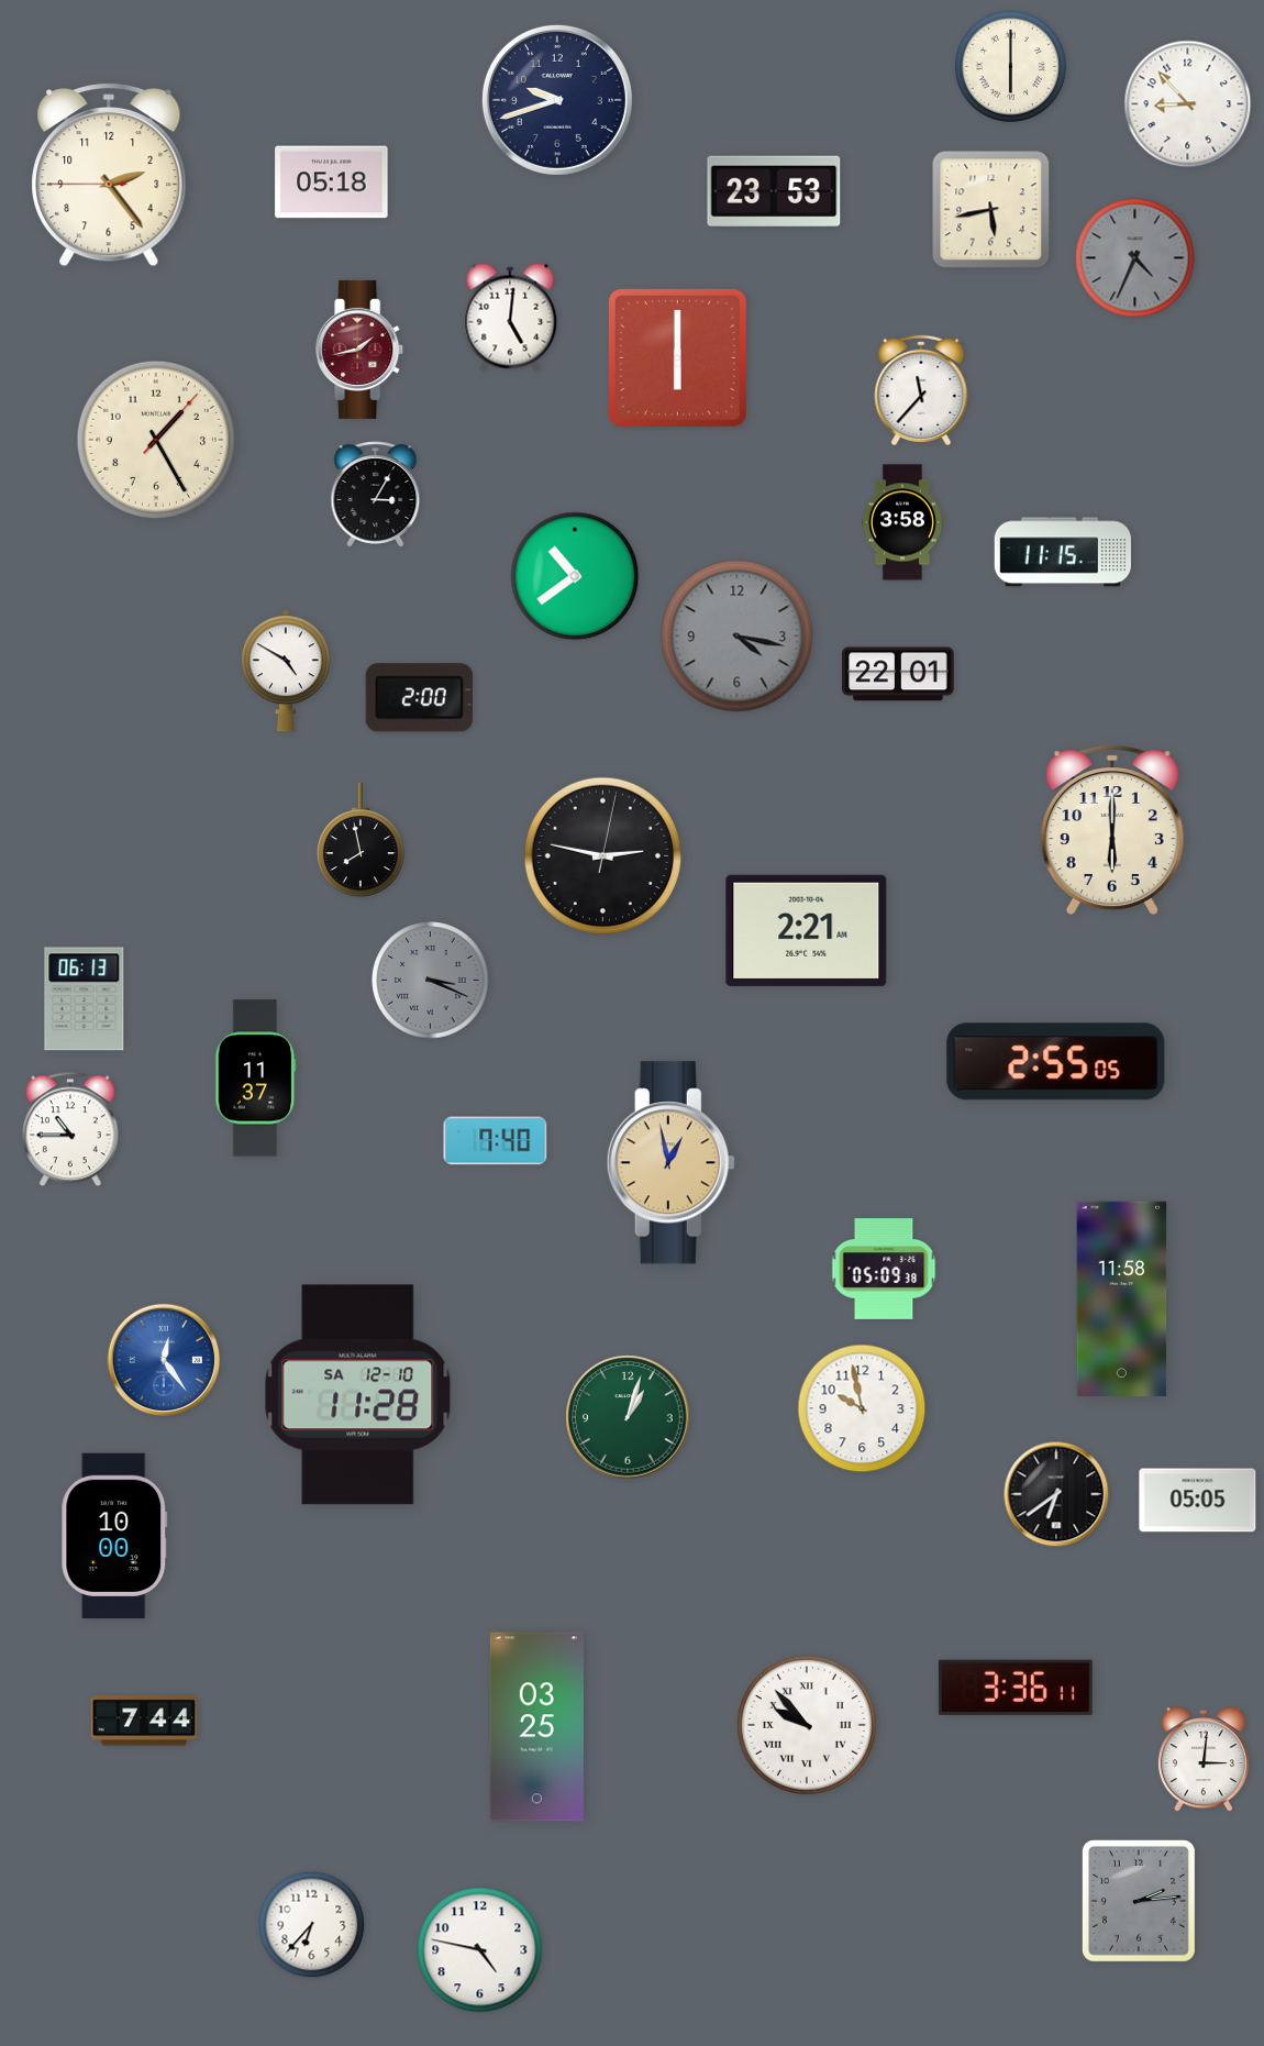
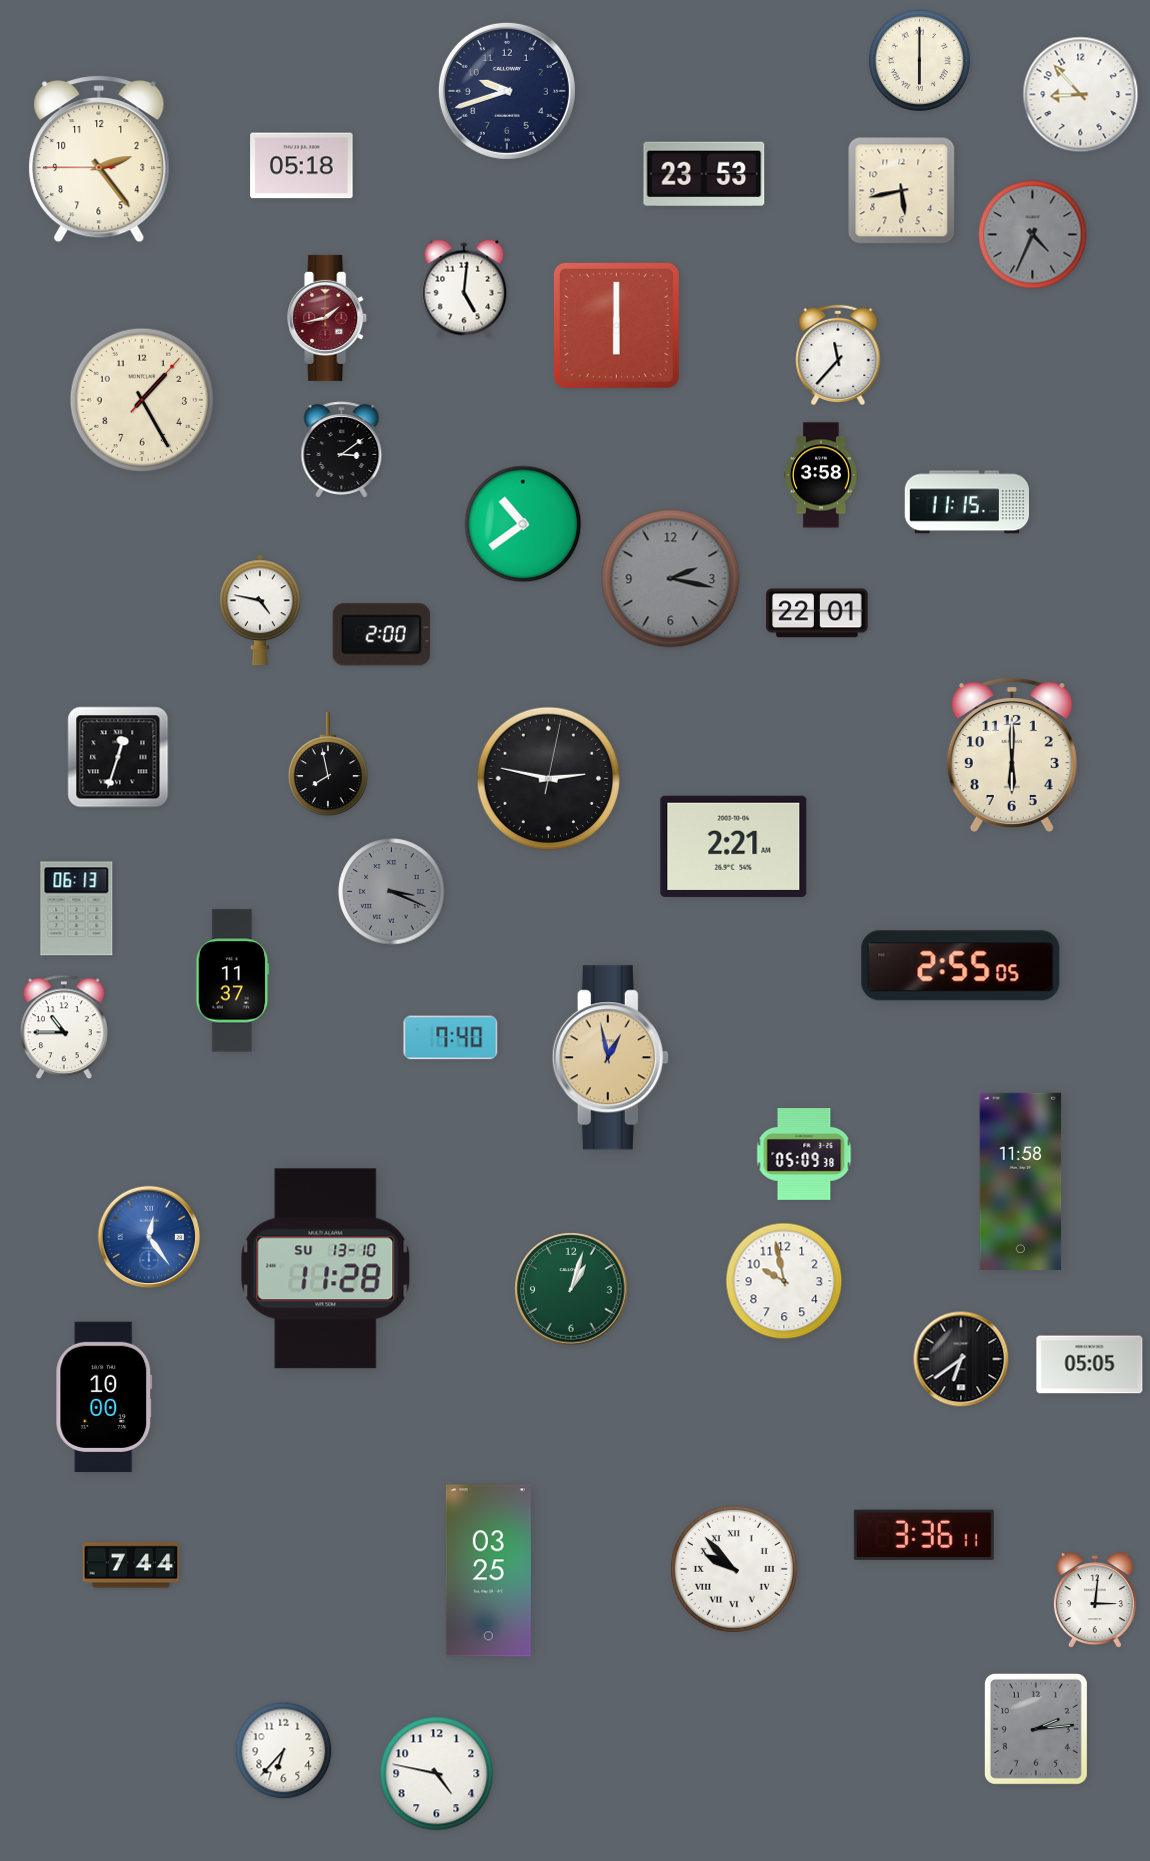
clock at (376, 495): 3:05 -> 3:09
clock at (738, 637): 4:17 -> 2:17
clock at (286, 671): 4:50 -> 4:47
clock at (118, 757): none -> 12:33
clock at (358, 1395) date: SA 12-10 -> SU 13-10
